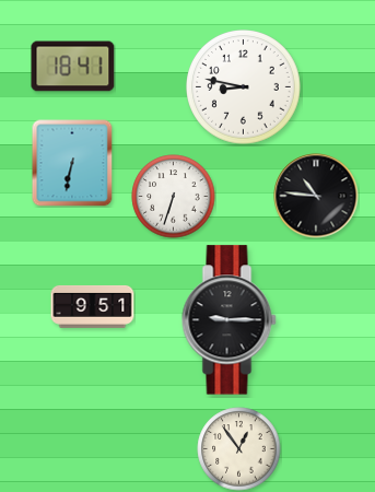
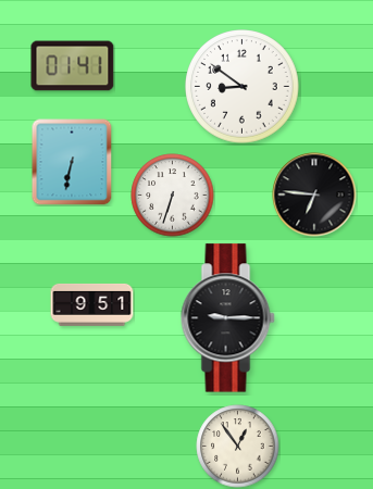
clock at (73, 67): 18:41 -> 01:41
clock at (244, 87): 8:47 -> 8:51
clock at (316, 196): 10:46 -> 6:46
